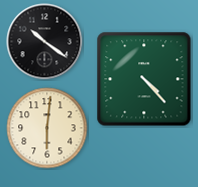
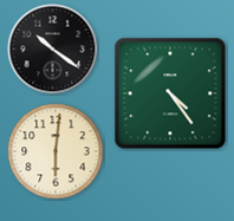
clock at (144, 79): 4:23 -> 4:24
